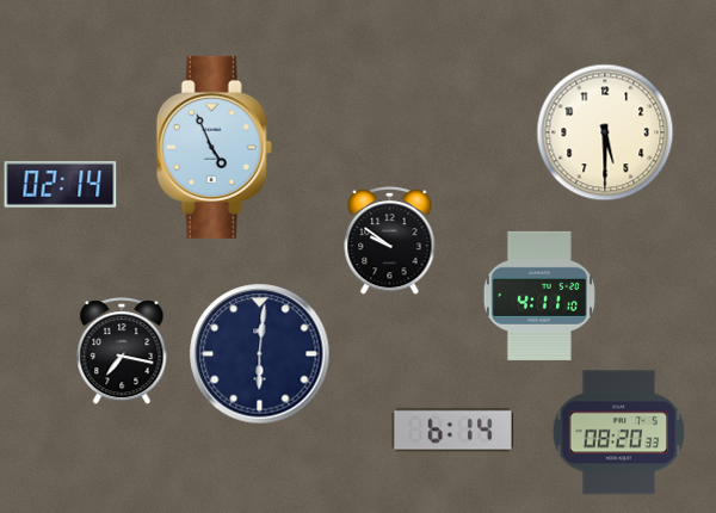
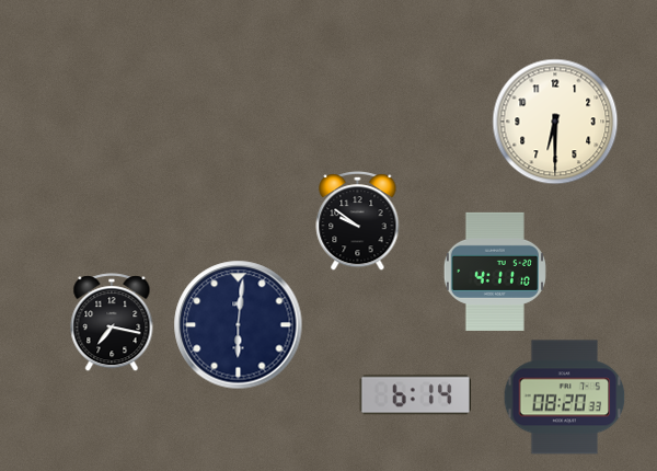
clock at (605, 132): 5:30 -> 6:30
clock at (214, 147): 4:56 -> none
clock at (61, 185): 02:14 -> none
clock at (619, 433) position: (619, 433) -> (565, 398)
